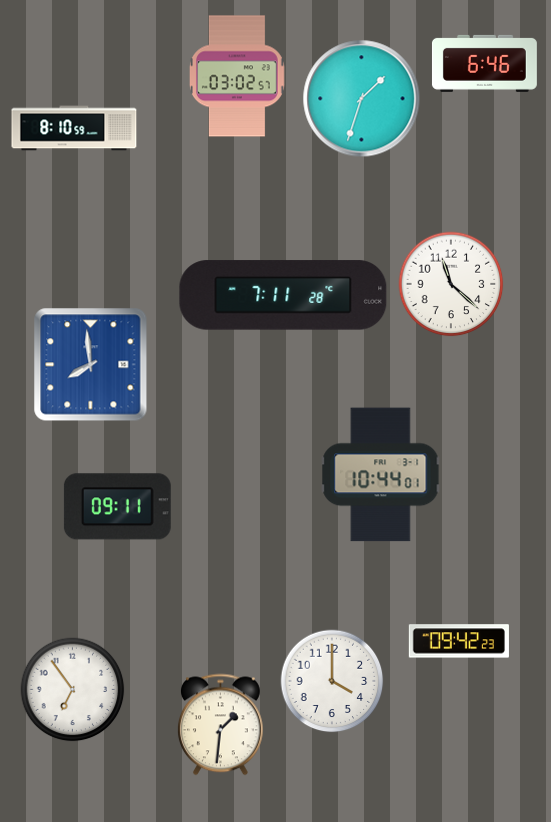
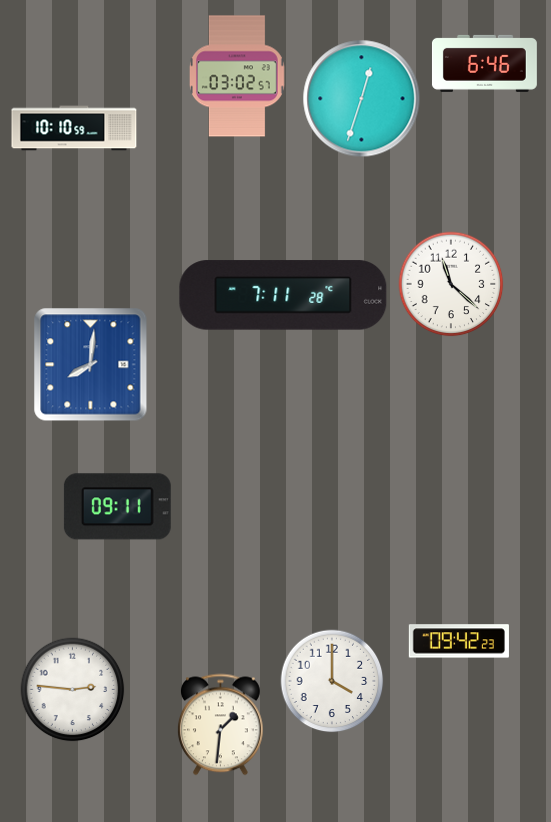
clock at (362, 99): 1:33 -> 12:33
clock at (74, 128): 8:10 -> 10:10
clock at (91, 365): 7:59 -> 8:01
clock at (381, 475): 10:44 -> none
clock at (73, 690): 6:54 -> 2:46
